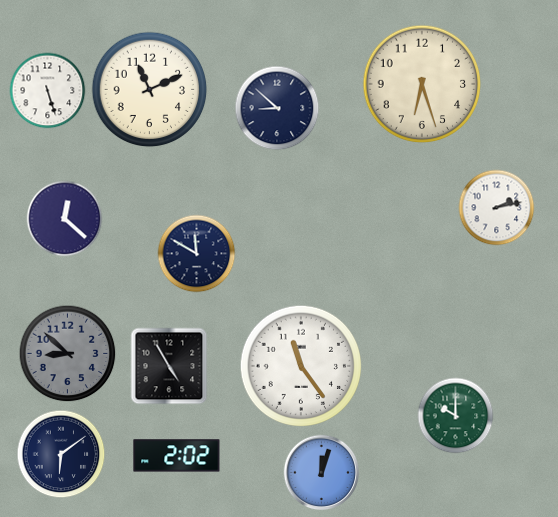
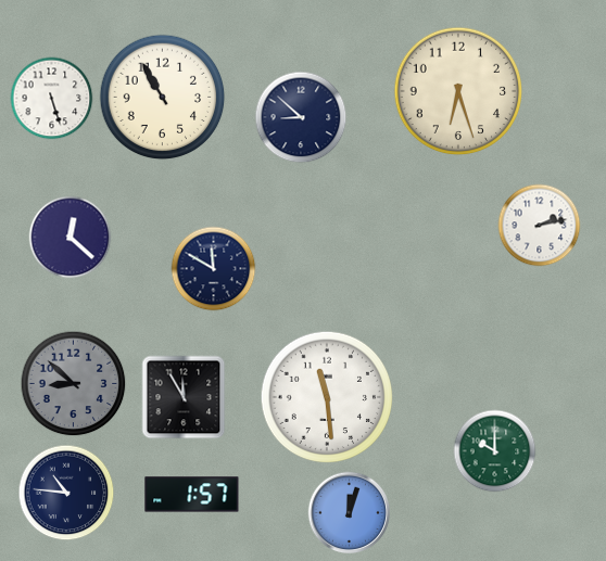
clock at (150, 90): 11:11 -> 10:55
clock at (197, 254) position: (197, 254) -> (214, 269)
clock at (169, 366): 4:55 -> 11:55
clock at (301, 366): 11:24 -> 11:29
clock at (61, 454): 6:09 -> 10:46
clock at (177, 456): 2:02 -> 1:57
